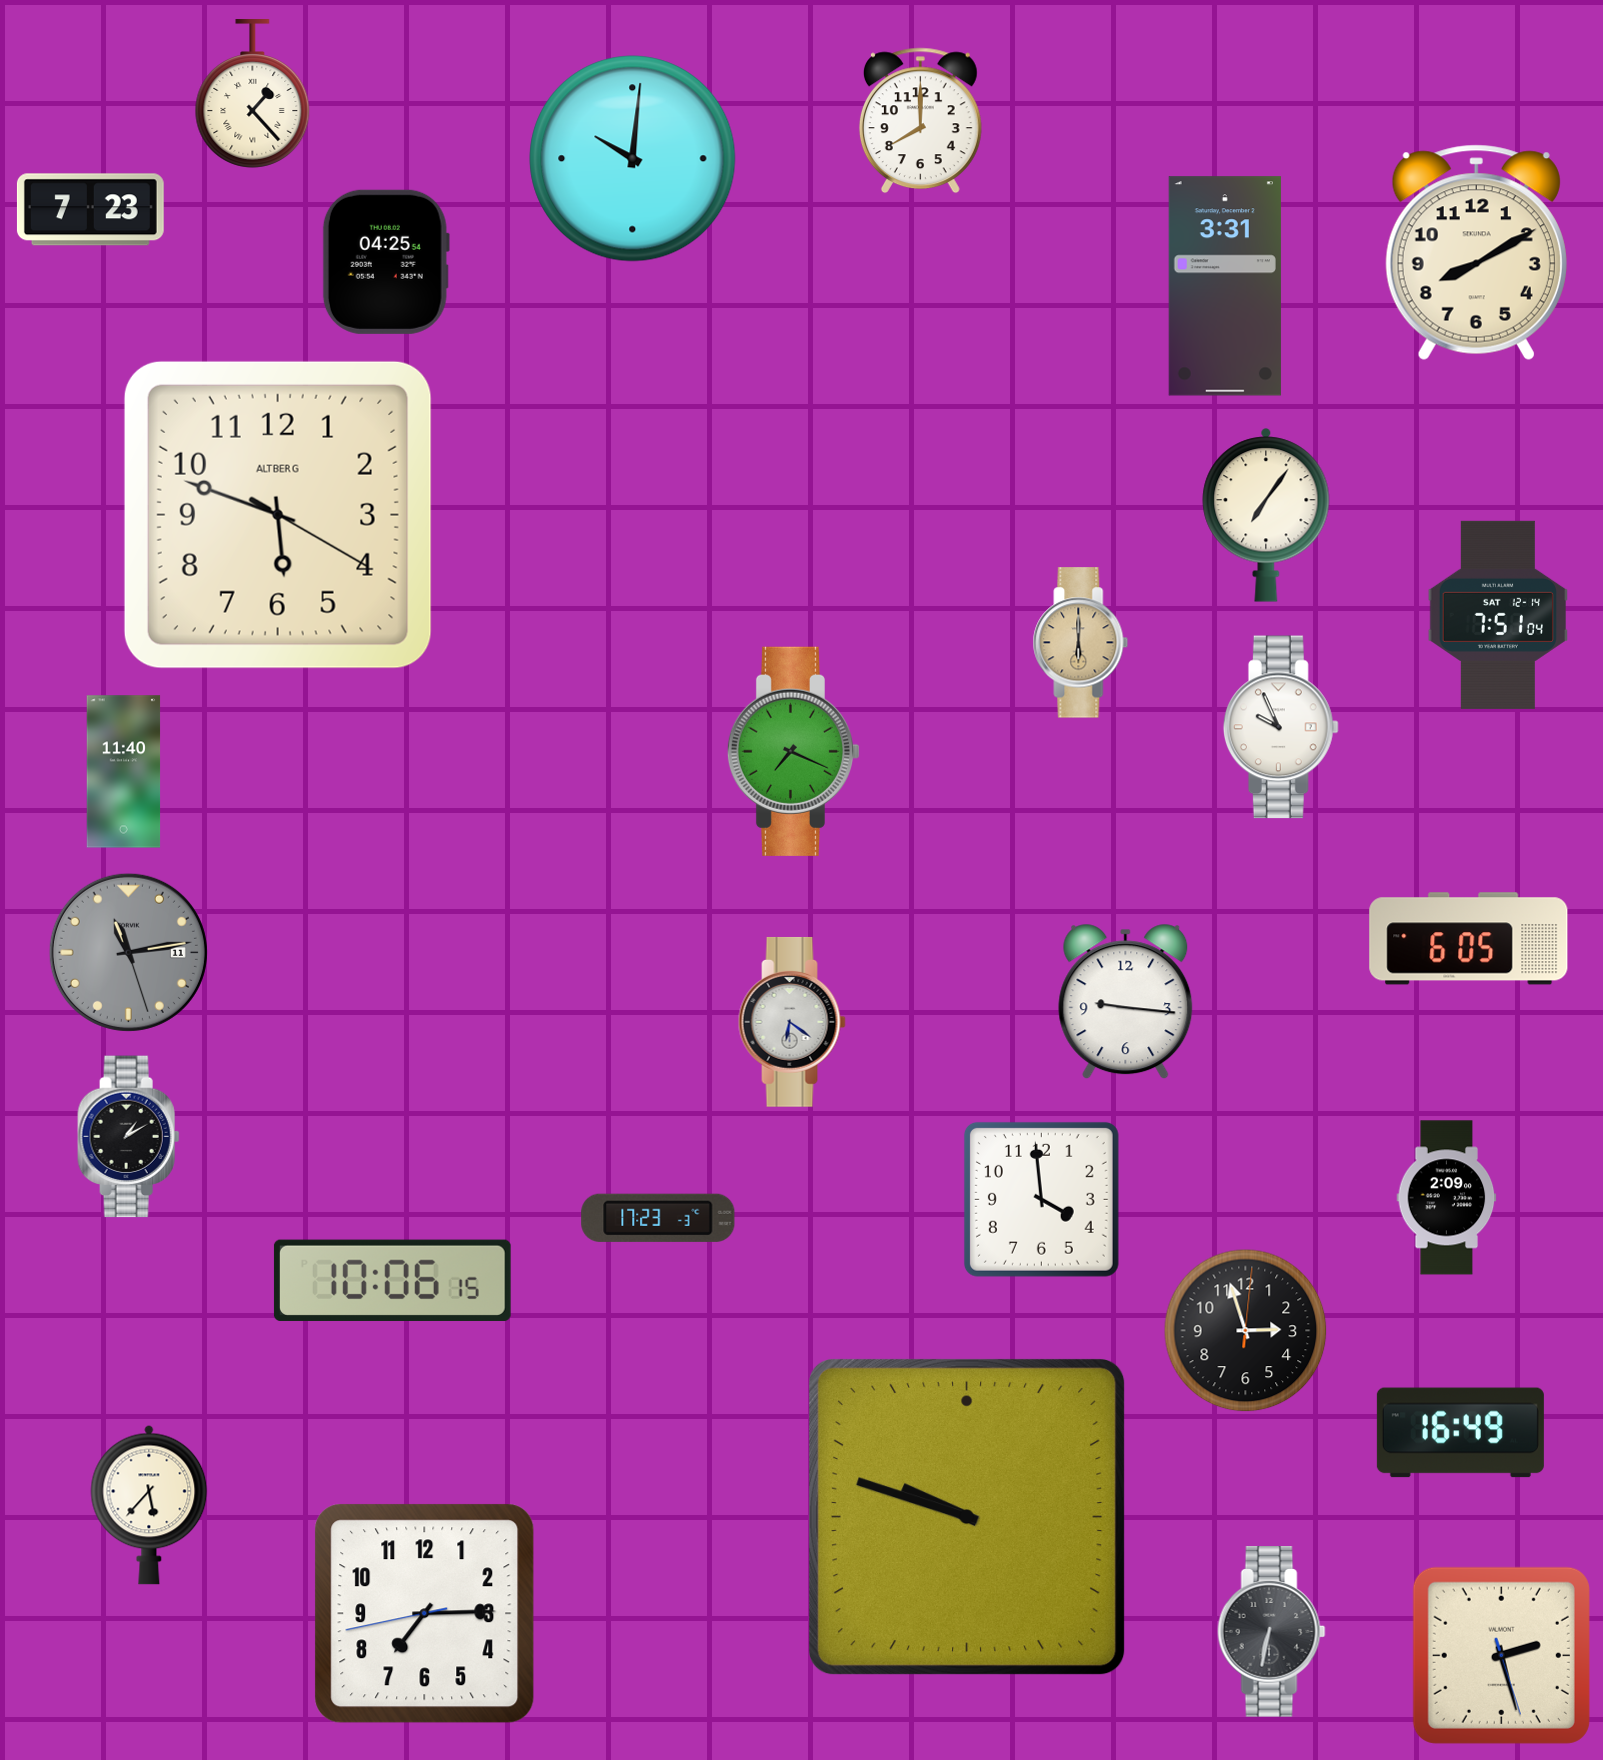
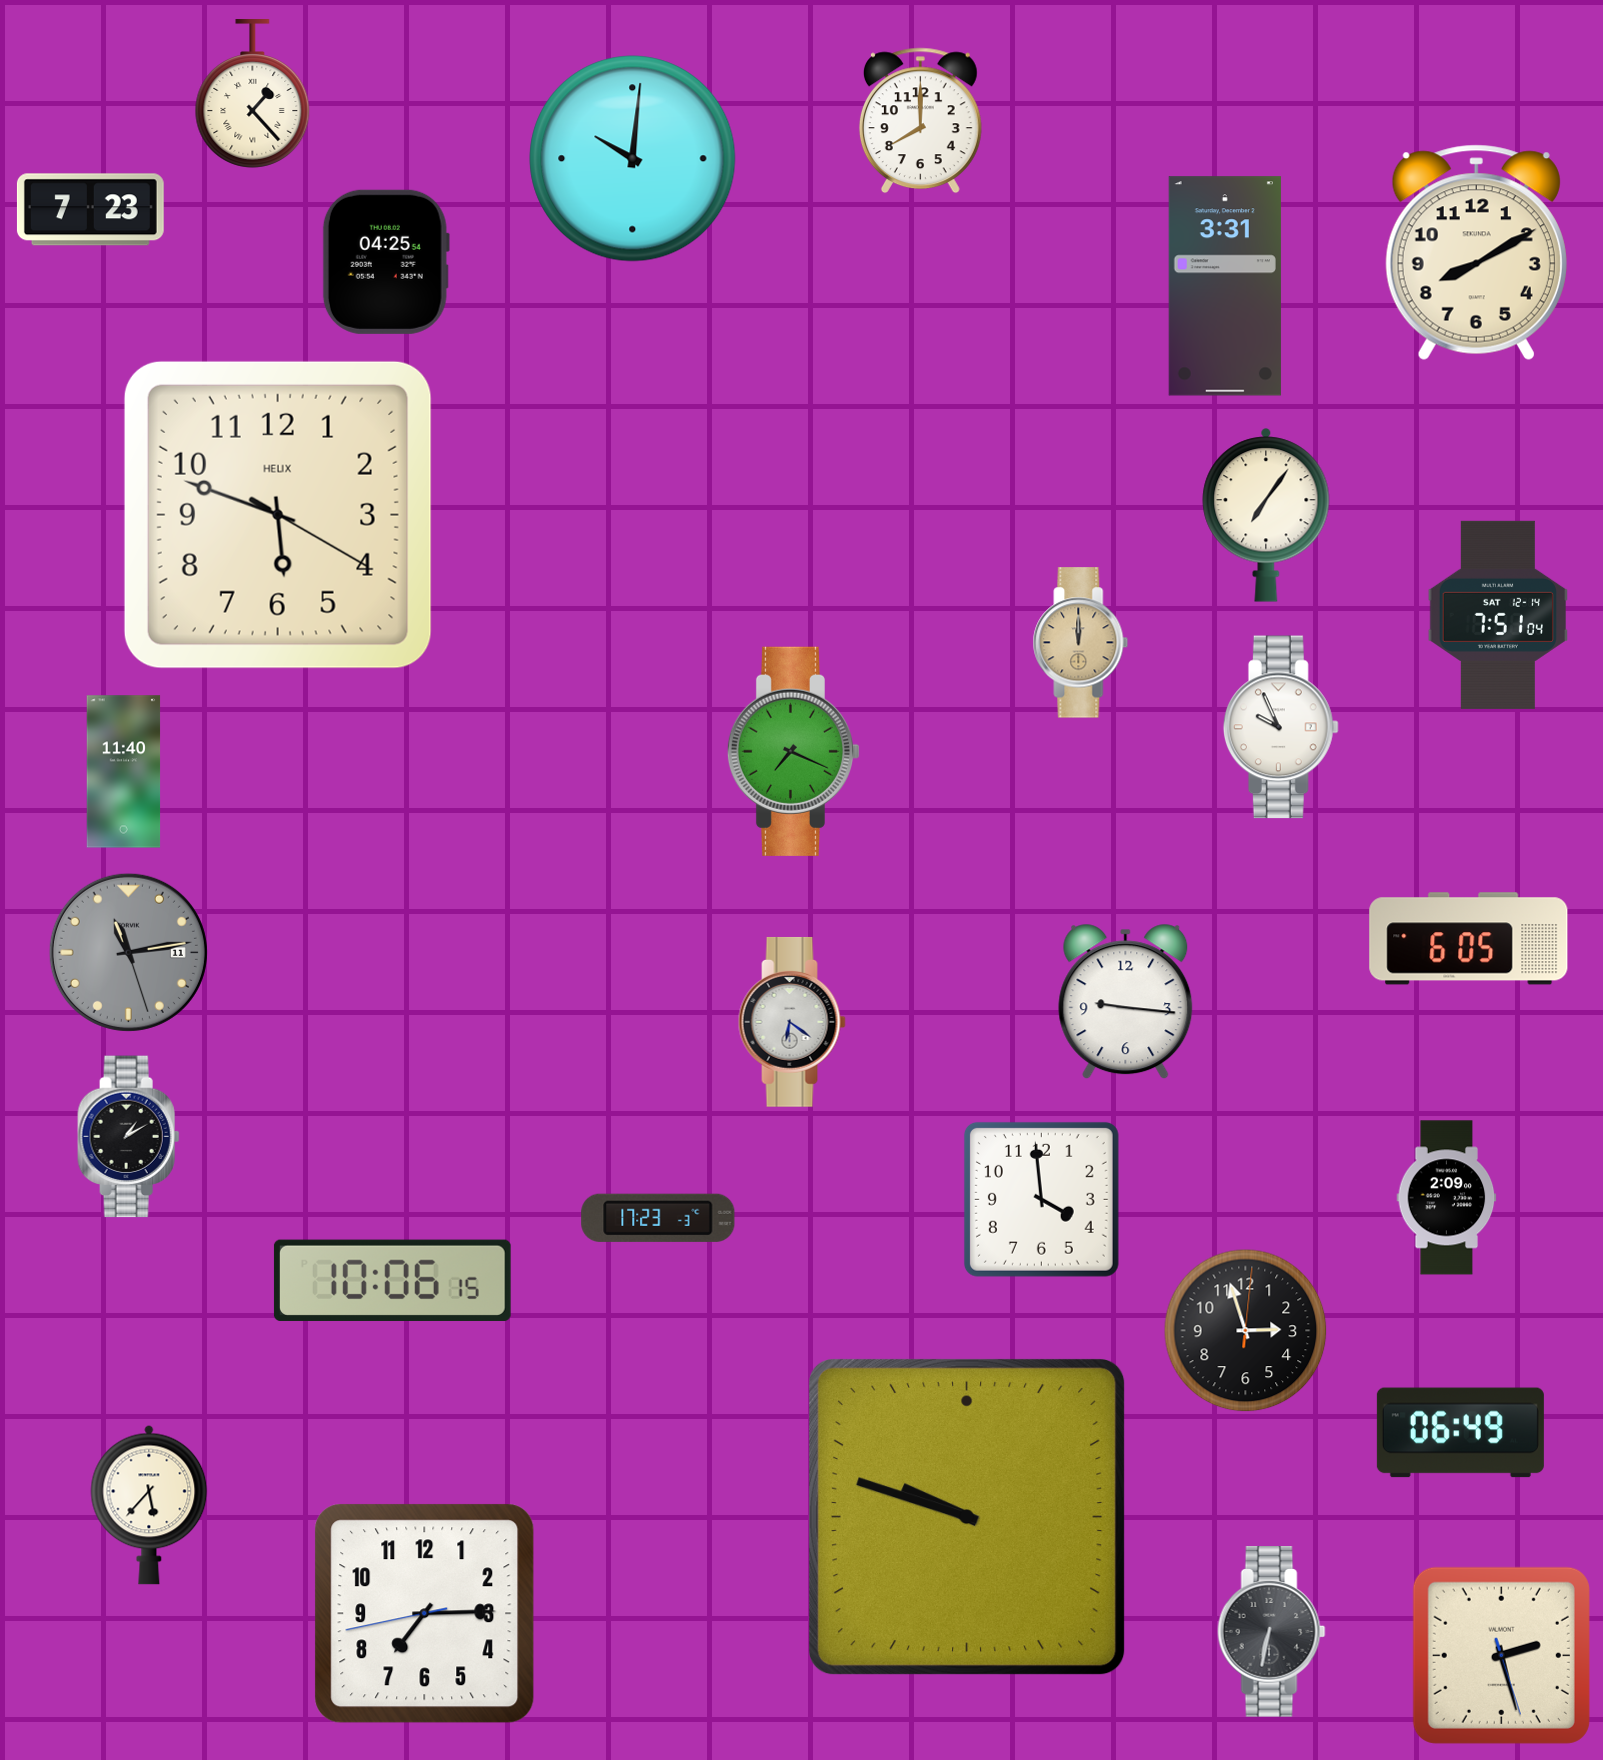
clock at (278, 515) brand: ALTBERG -> HELIX
clock at (1081, 643): 6:00 -> 12:00
clock at (1460, 1433): 16:49 -> 06:49
